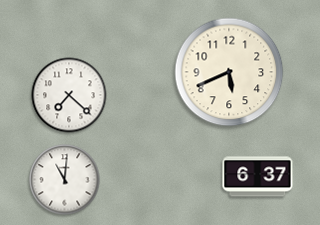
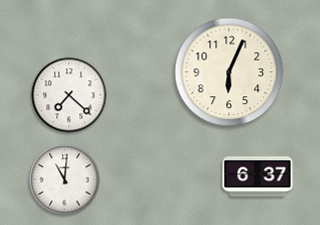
clock at (229, 72): 5:41 -> 6:04
